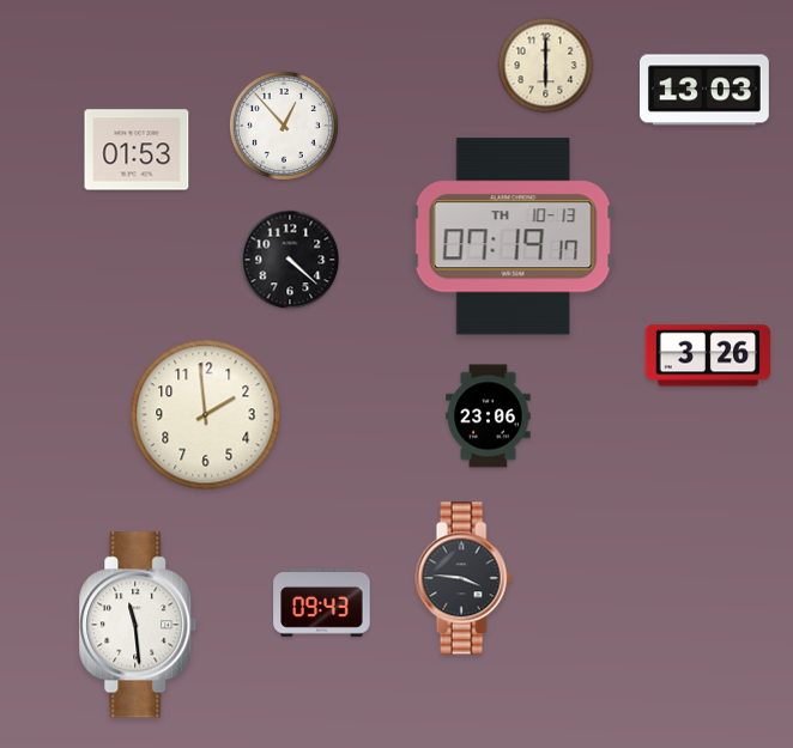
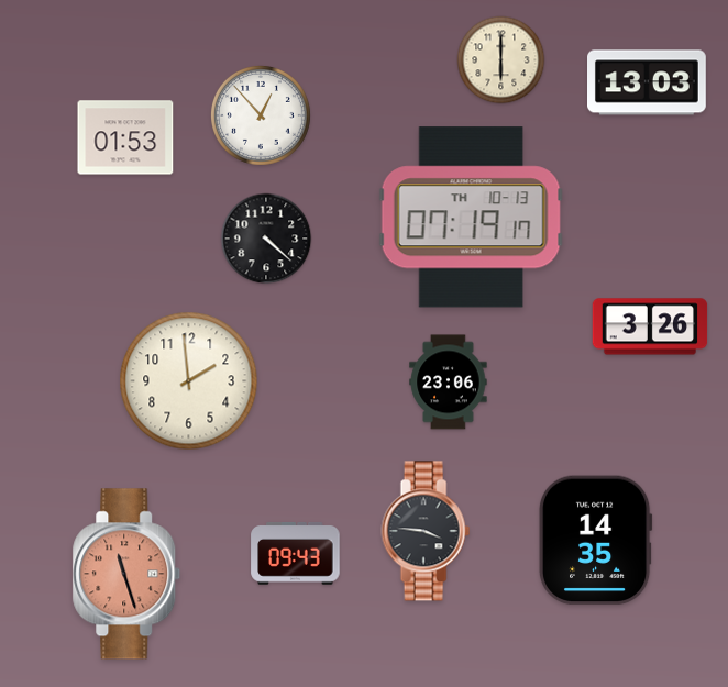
clock at (595, 541): none -> 14:35
clock at (138, 625): 11:29 -> 11:27
clock at (138, 625) dial: white -> salmon
